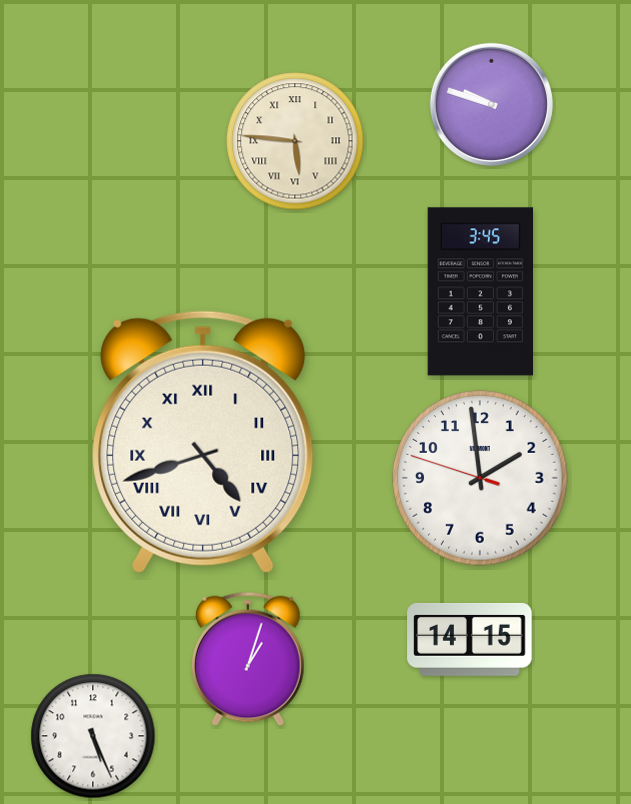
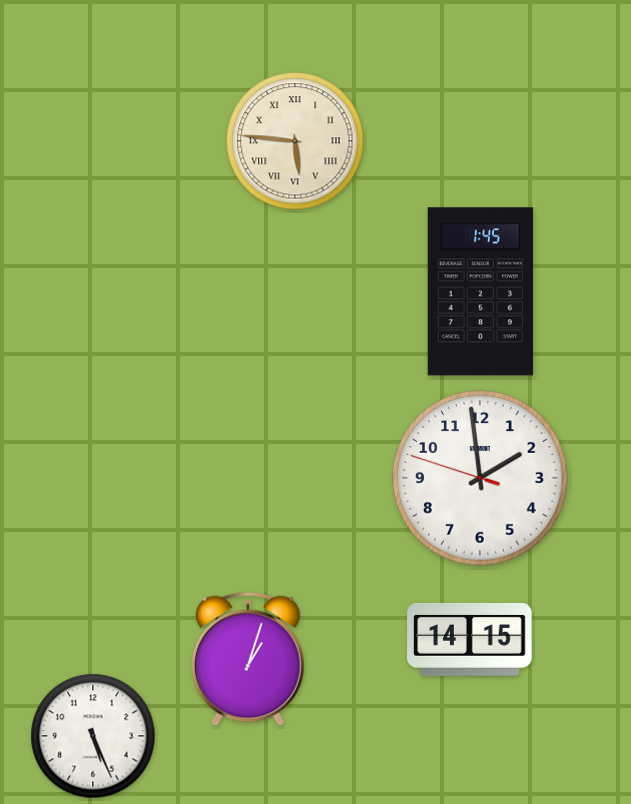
clock at (491, 104): 9:48 -> none
clock at (480, 292): 3:45 -> 1:45
clock at (203, 442): 4:42 -> none
